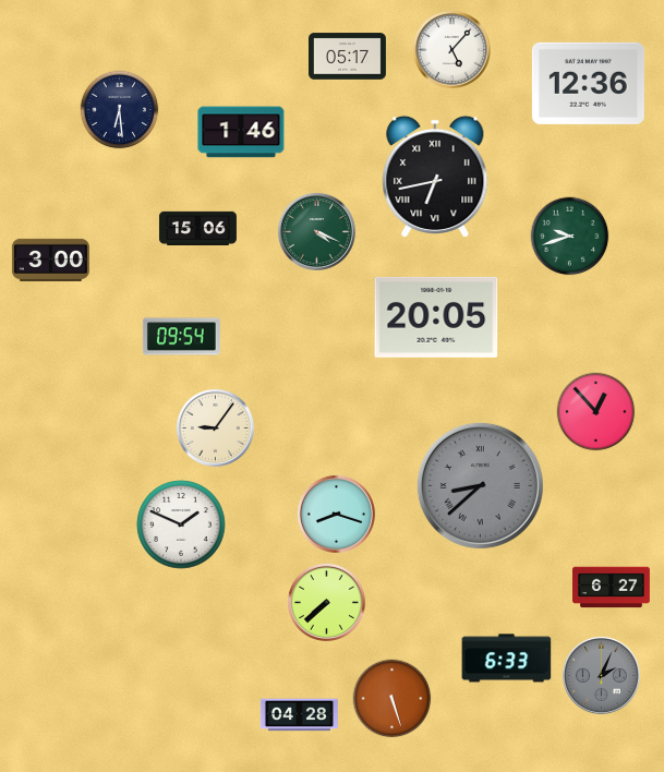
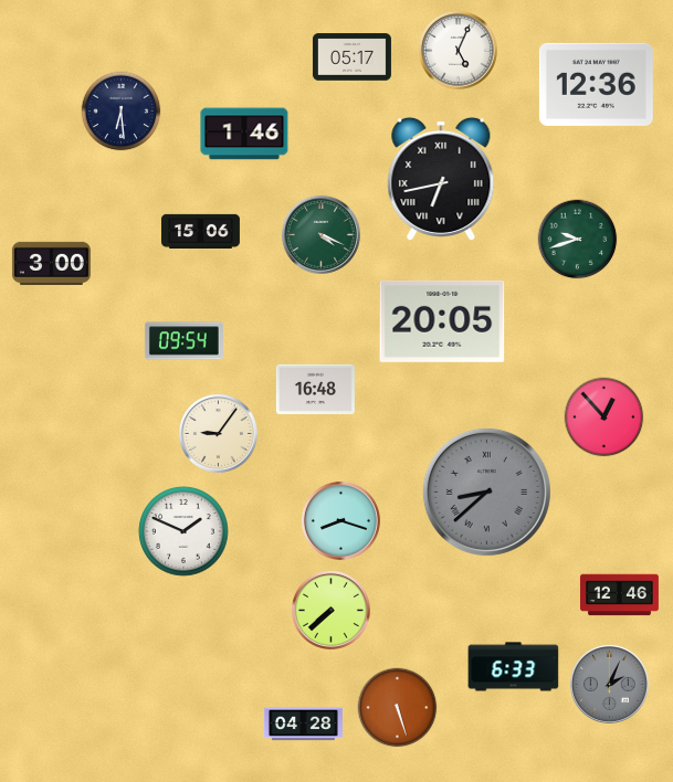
clock at (451, 49): 5:07 -> 5:04
clock at (315, 389): none -> 16:48
clock at (611, 588): 6:27 -> 12:46
